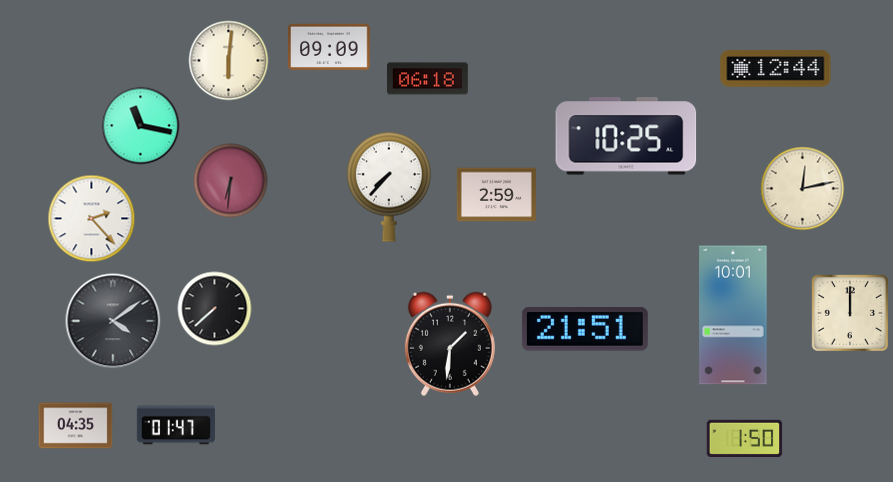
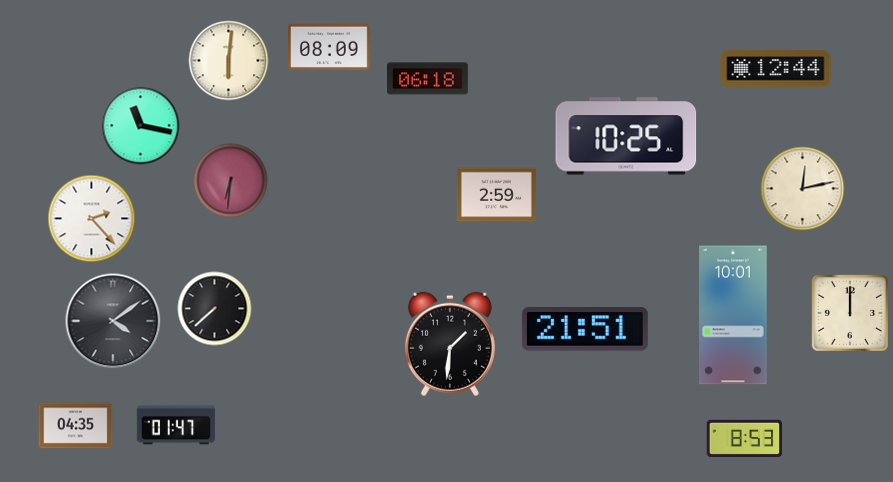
clock at (329, 46): 09:09 -> 08:09
clock at (389, 187): 7:37 -> none
clock at (745, 438): 1:50 -> 8:53
